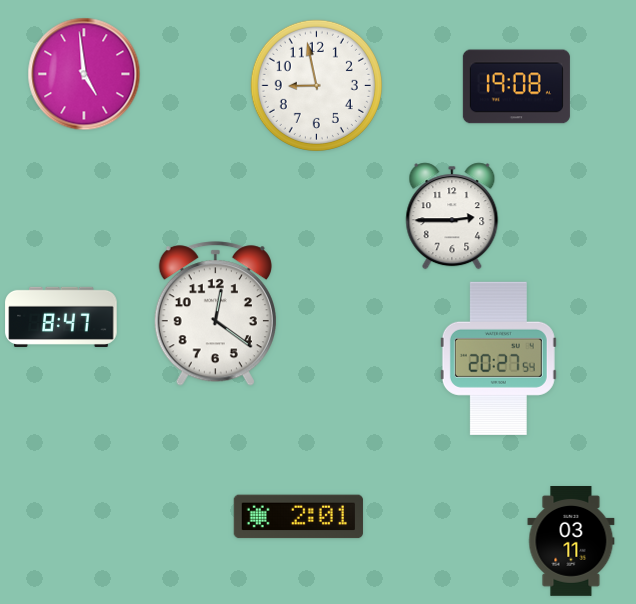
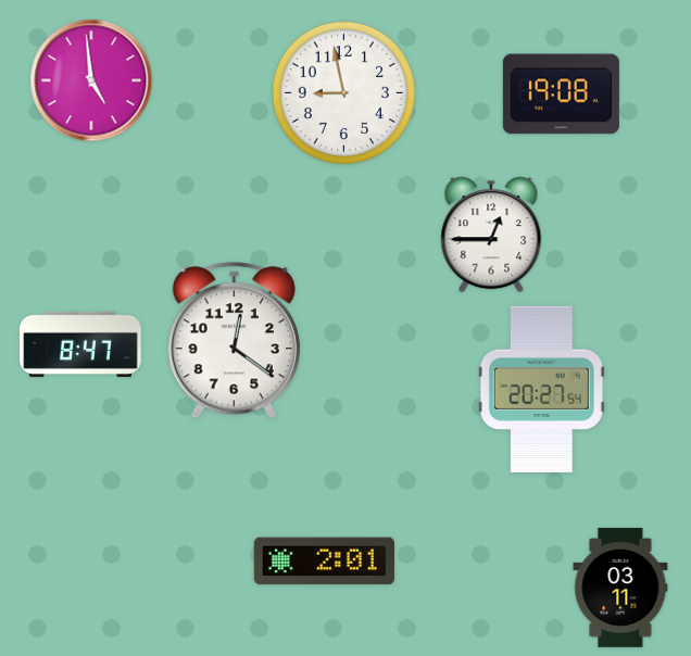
clock at (452, 216): 2:45 -> 12:45
clock at (61, 317) position: (61, 317) -> (80, 344)
